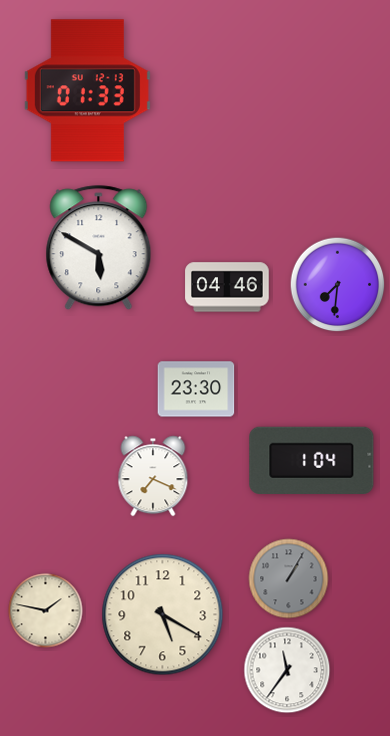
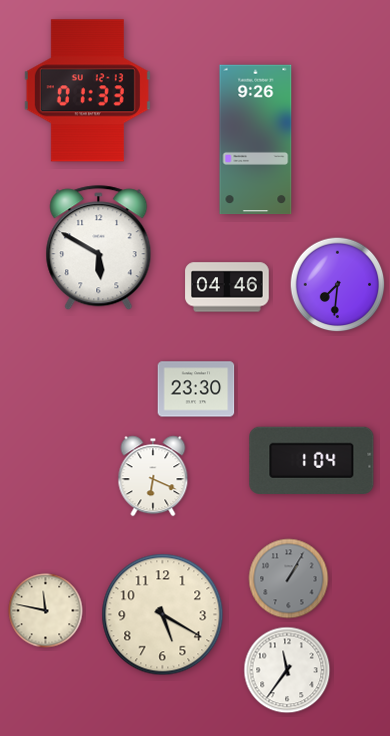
clock at (256, 140): none -> 9:26
clock at (153, 476): 7:19 -> 6:19
clock at (46, 611): 1:47 -> 11:47
